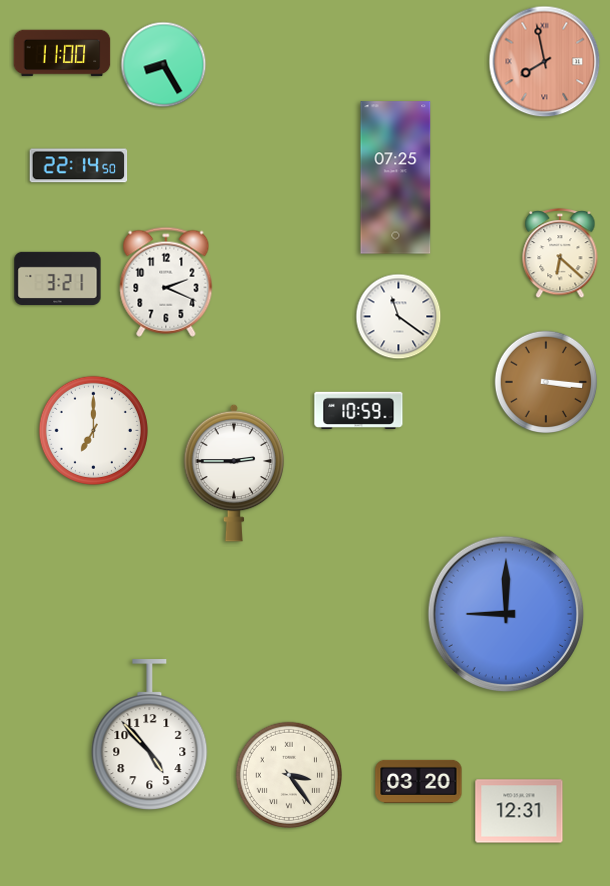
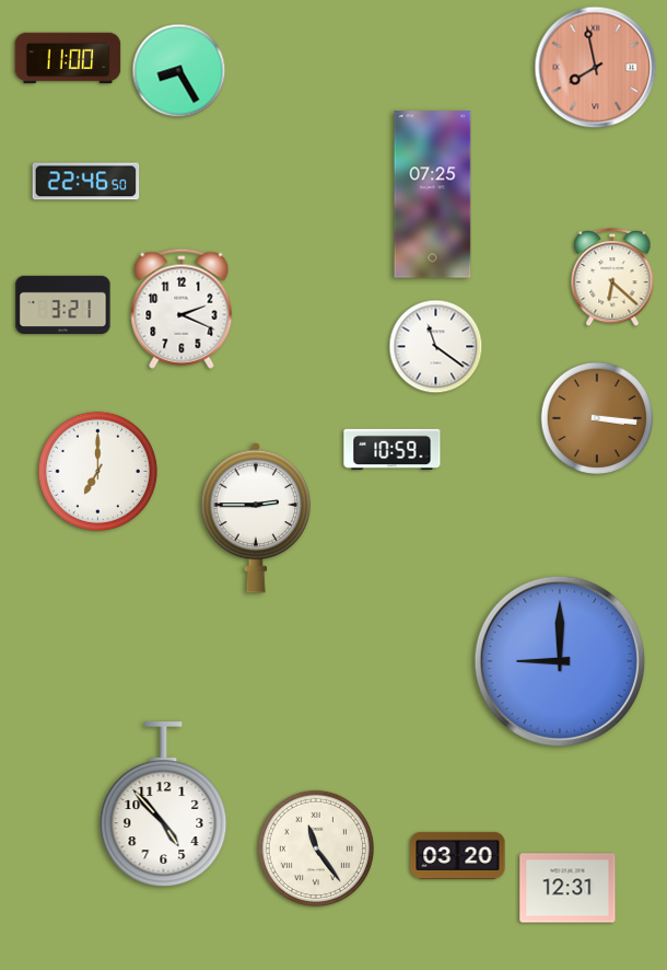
clock at (79, 166): 22:14 -> 22:46
clock at (93, 430) position: (93, 430) -> (97, 471)
clock at (506, 614) position: (506, 614) -> (560, 661)
clock at (288, 774): 3:24 -> 11:24
